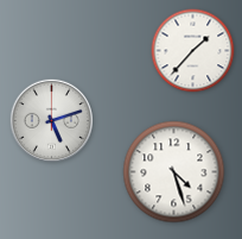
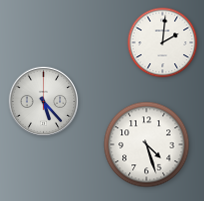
clock at (193, 51): 1:37 -> 2:01
clock at (51, 120): 5:12 -> 5:23
